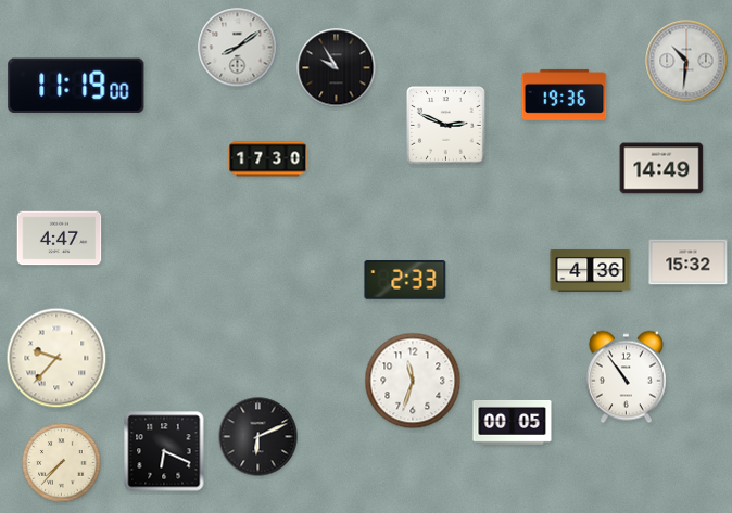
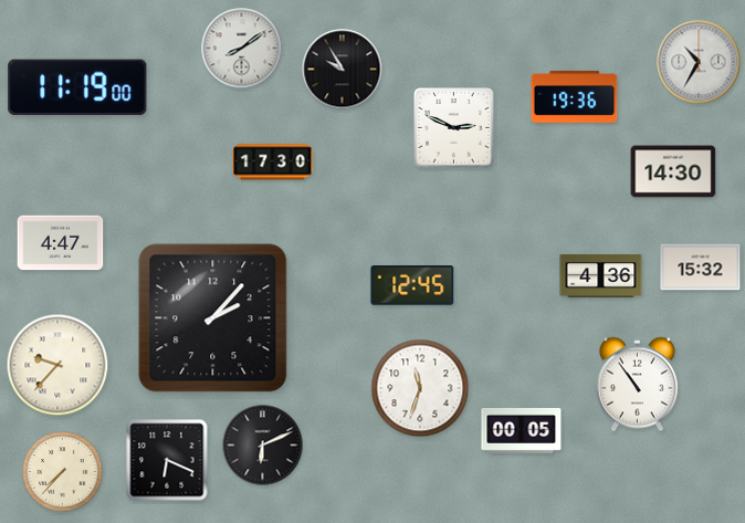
clock at (686, 61): 10:31 -> 10:35
clock at (661, 168): 14:49 -> 14:30
clock at (405, 280): 2:33 -> 12:45
clock at (213, 318): none -> 2:07
